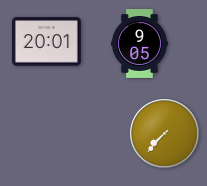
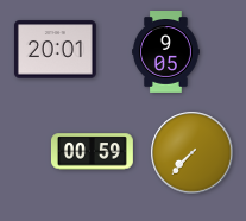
clock at (93, 152): none -> 00:59
clock at (165, 134) position: (165, 134) -> (193, 153)
